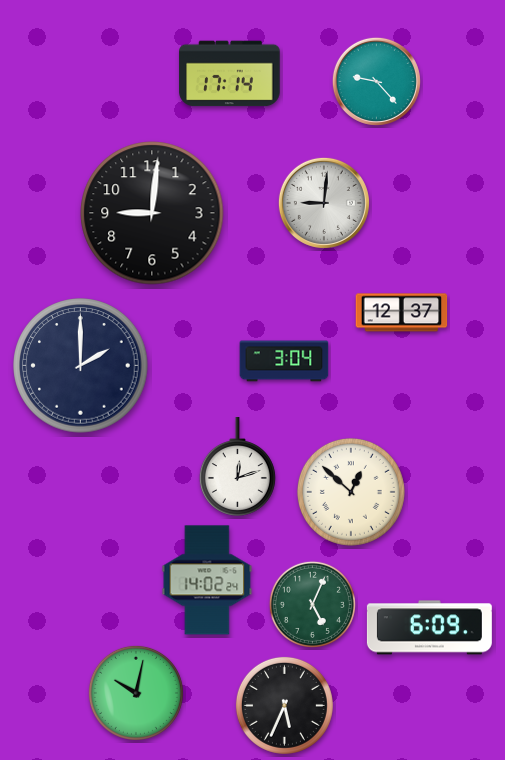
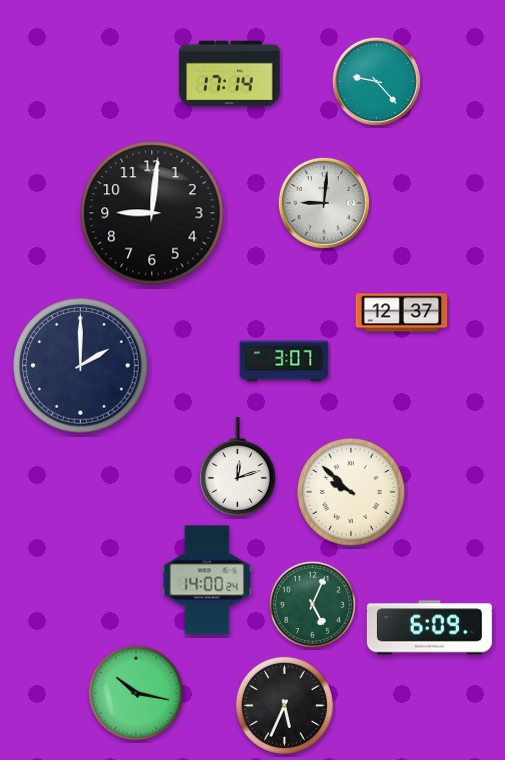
clock at (284, 361): 3:04 -> 3:07
clock at (351, 492): 12:52 -> 9:52
clock at (207, 580): 14:02 -> 14:00
clock at (136, 693): 10:02 -> 10:17
